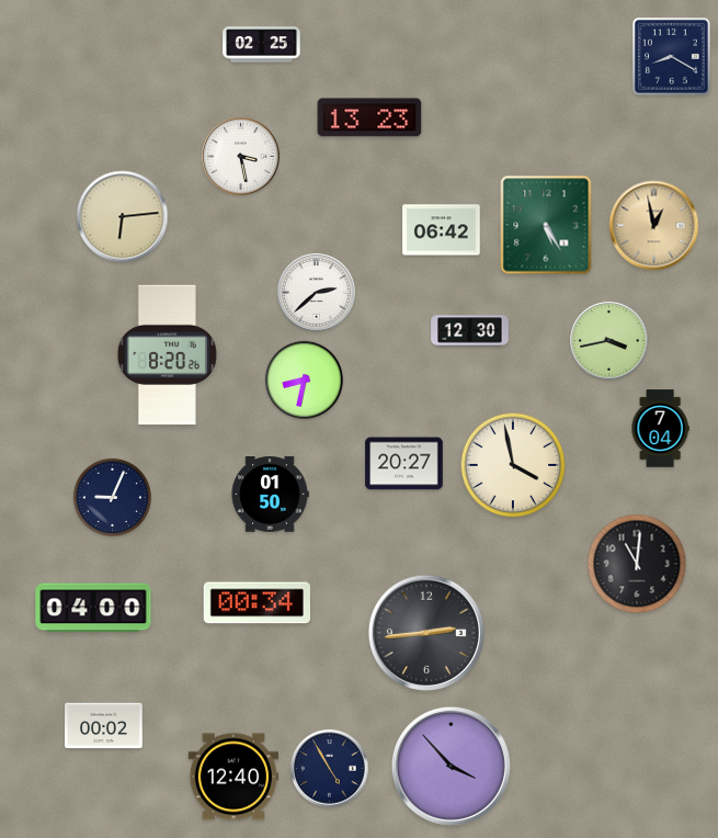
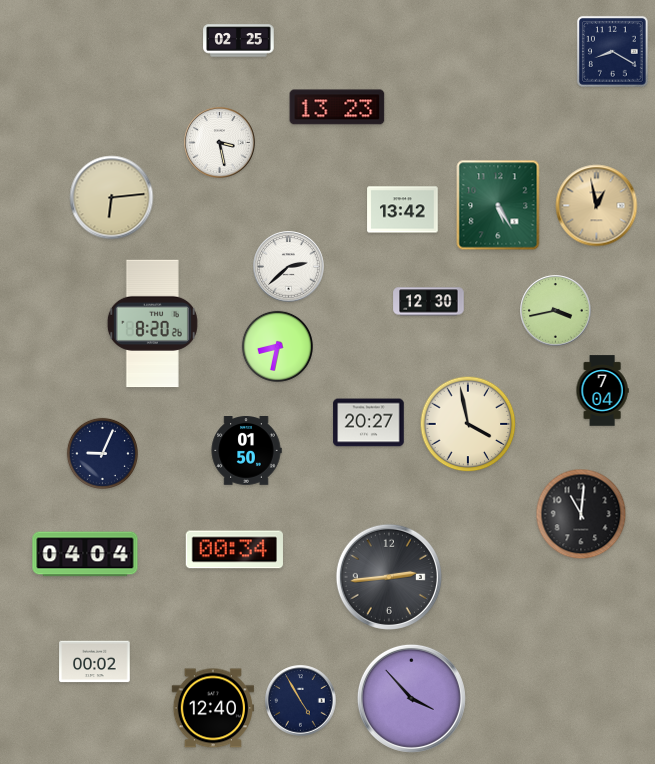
clock at (442, 230): 06:42 -> 13:42
clock at (93, 608): 04:00 -> 04:04
